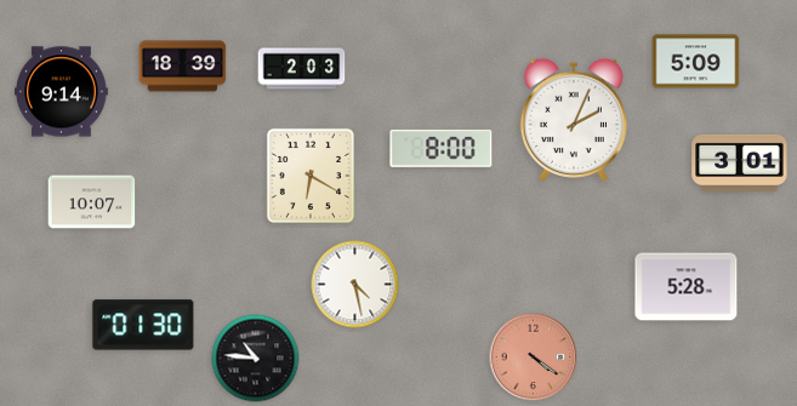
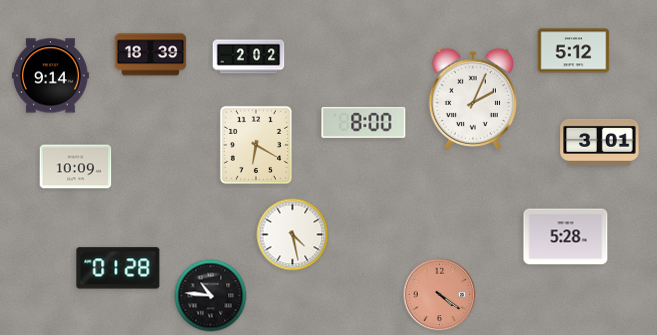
clock at (696, 62): 5:09 -> 5:12
clock at (302, 69): 2:03 -> 2:02
clock at (740, 162) position: (740, 162) -> (600, 142)
clock at (92, 202): 10:07 -> 10:09
clock at (143, 325): 01:30 -> 01:28
